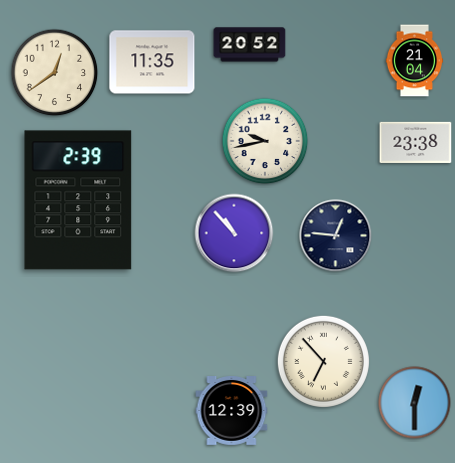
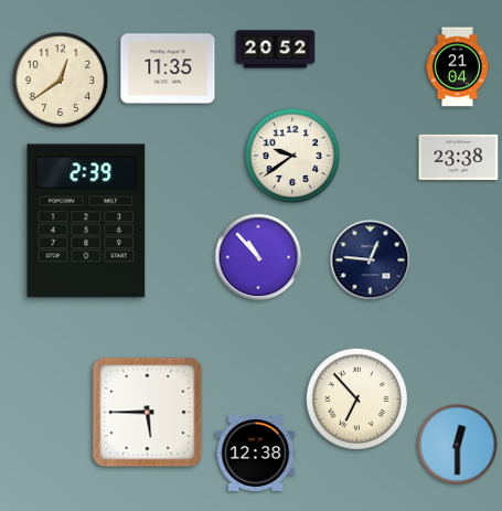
clock at (265, 141): 9:43 -> 9:39
clock at (148, 413): none -> 5:45
clock at (232, 411): 12:39 -> 12:38
